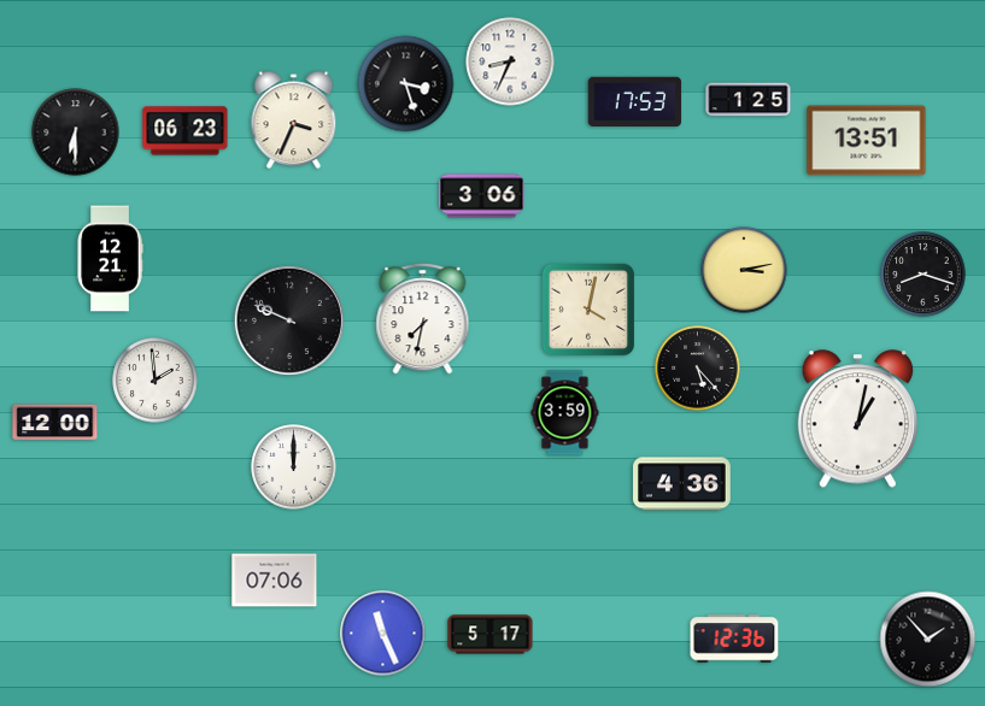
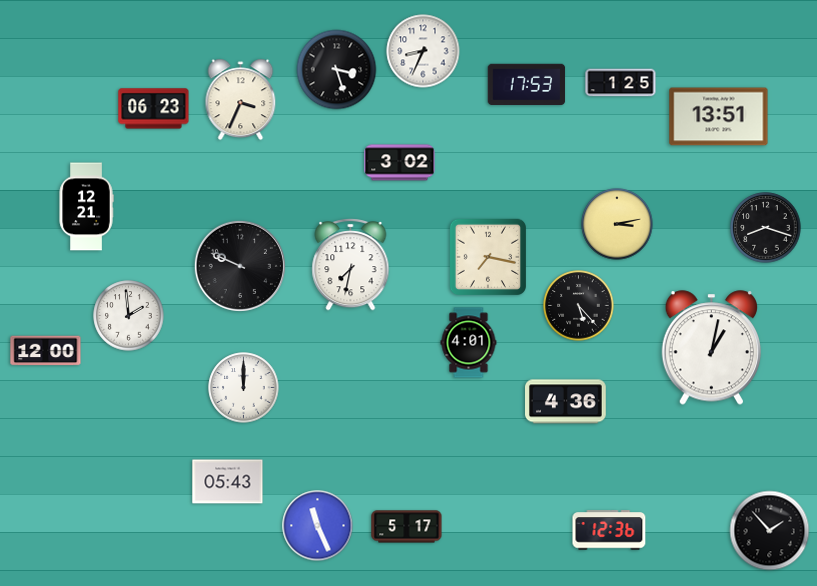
clock at (294, 120) position: (294, 120) -> (241, 100)
clock at (76, 133): 6:30 -> none
clock at (482, 196): 3:06 -> 3:02
clock at (110, 259) position: (110, 259) -> (86, 207)
clock at (588, 310): 4:02 -> 7:17
clock at (565, 413): 3:59 -> 4:01
clock at (275, 581): 07:06 -> 05:43
